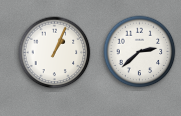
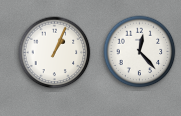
clock at (140, 52): 2:38 -> 12:23
